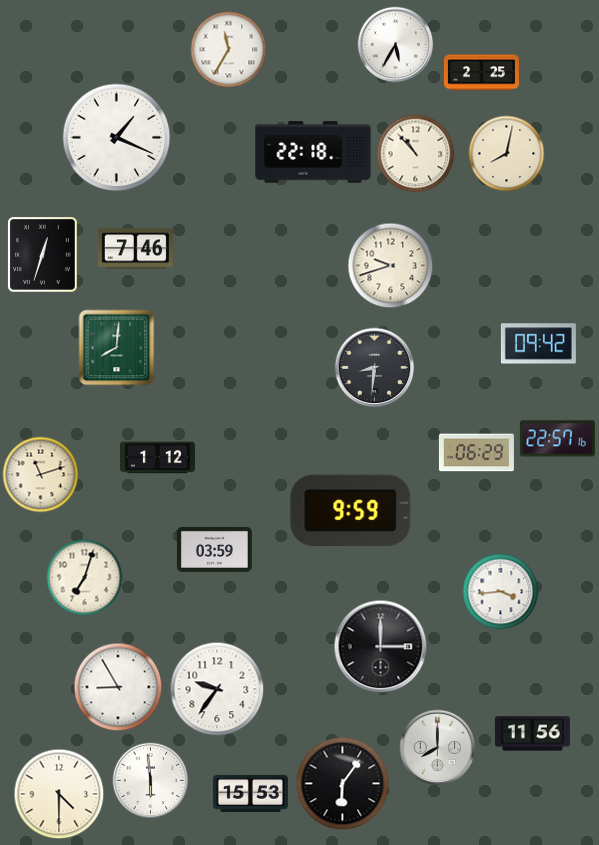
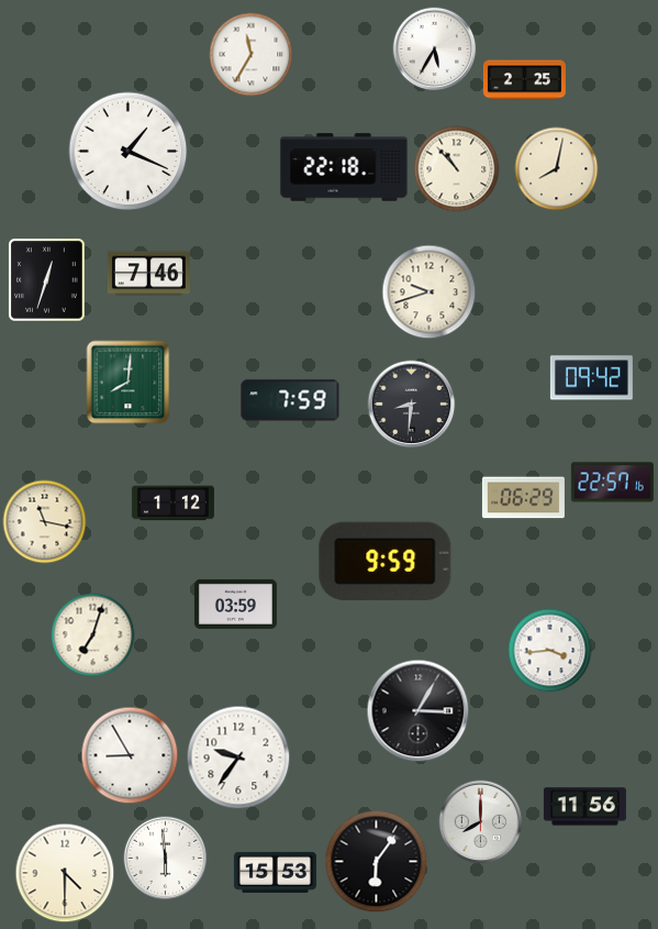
clock at (481, 73) position: (481, 73) -> (524, 80)
clock at (290, 400): none -> 7:59
clock at (41, 475): 11:12 -> 11:17
clock at (381, 647): 3:00 -> 3:05
